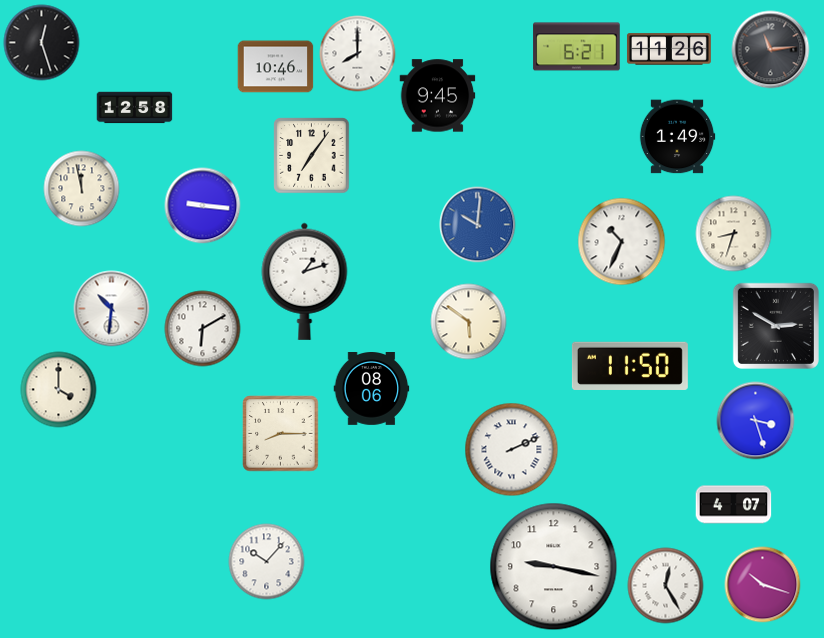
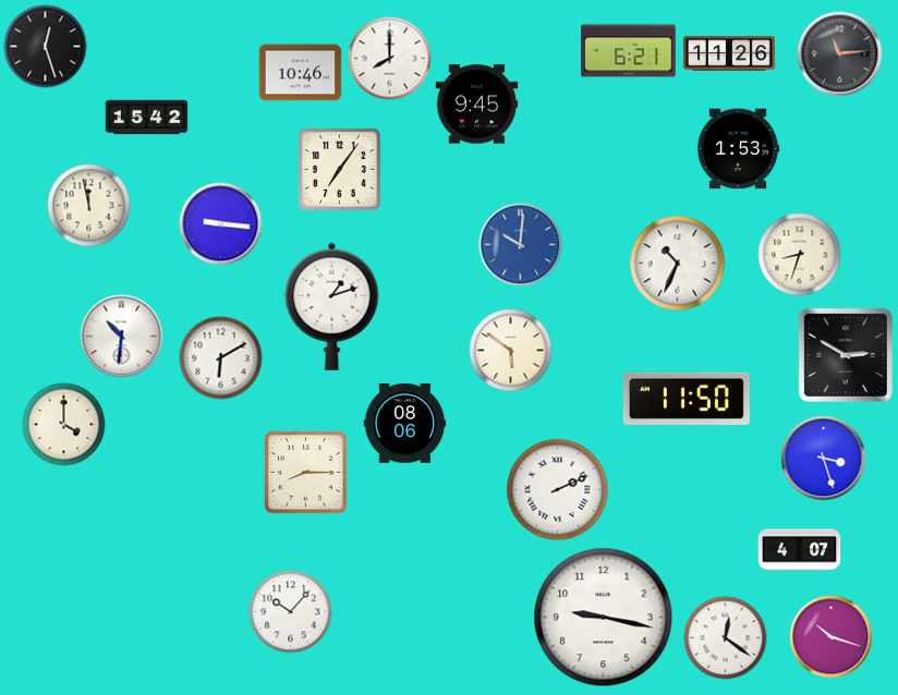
clock at (135, 108): 12:58 -> 15:42
clock at (677, 137): 1:49 -> 1:53
clock at (666, 586): 12:25 -> 12:21
